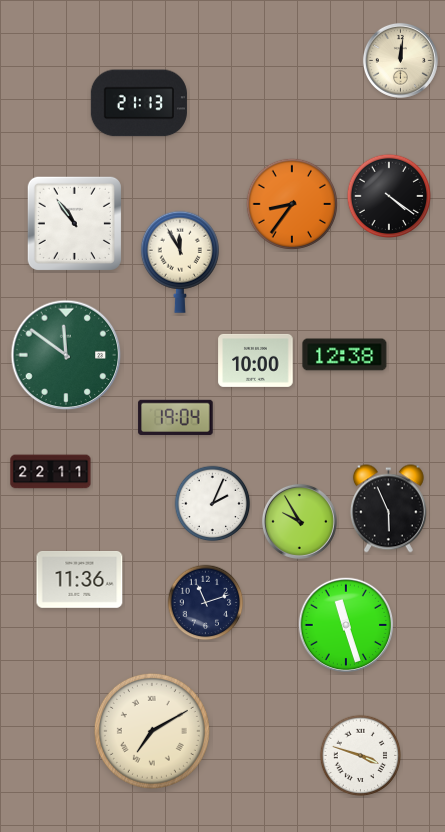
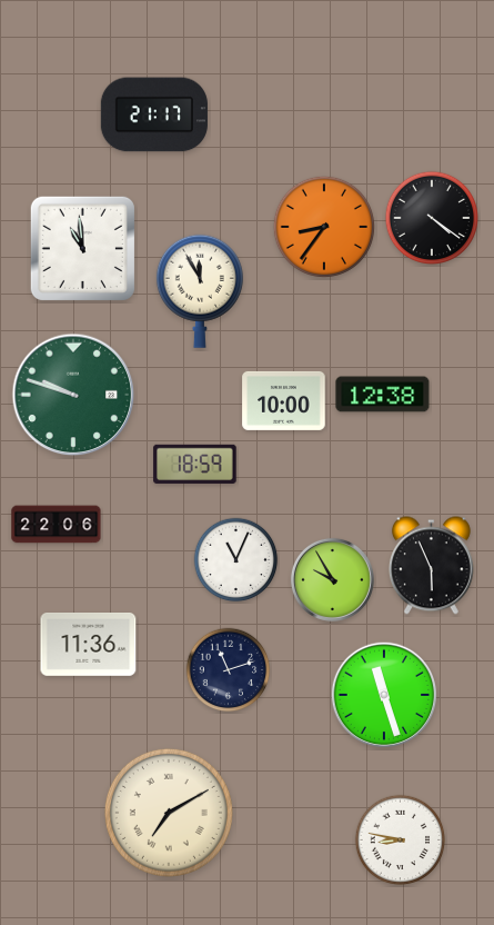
clock at (400, 60): 12:01 -> none
clock at (139, 103): 21:13 -> 21:17
clock at (74, 223): 10:54 -> 10:59
clock at (66, 355): 11:51 -> 9:48
clock at (176, 417): 19:04 -> 18:59
clock at (51, 472): 22:11 -> 22:06
clock at (213, 504): 2:04 -> 11:04
clock at (361, 756): 3:48 -> 8:47
